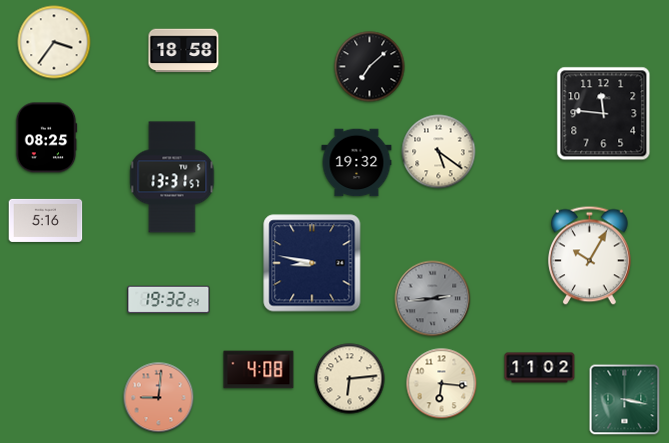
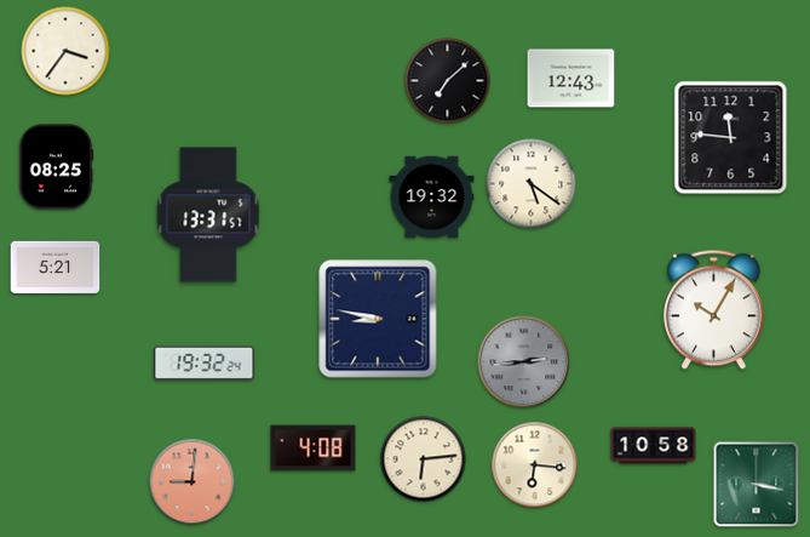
clock at (184, 51): 18:58 -> none
clock at (571, 79): none -> 12:43
clock at (46, 220): 5:16 -> 5:21
clock at (540, 368): 11:02 -> 10:58
